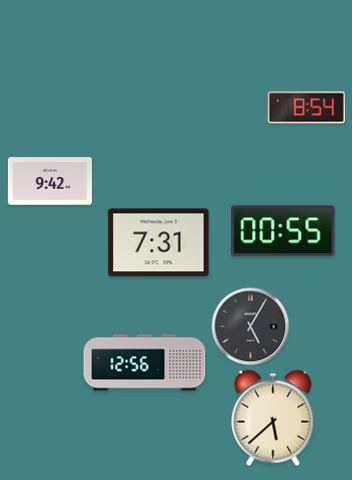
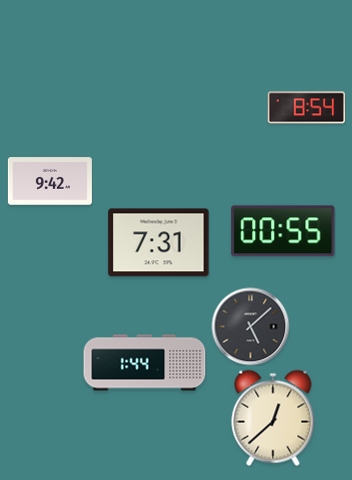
clock at (250, 326): 5:05 -> 5:08
clock at (145, 363): 12:56 -> 1:44
clock at (273, 418): 5:38 -> 12:38
